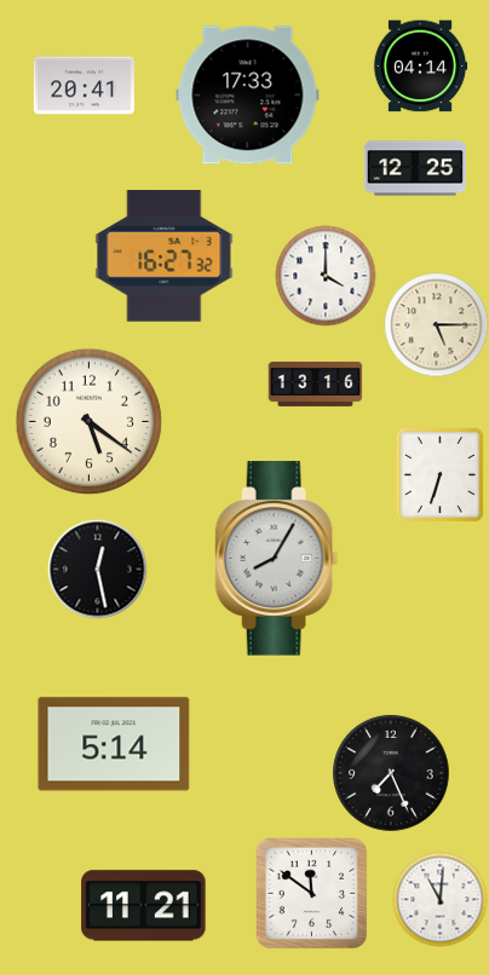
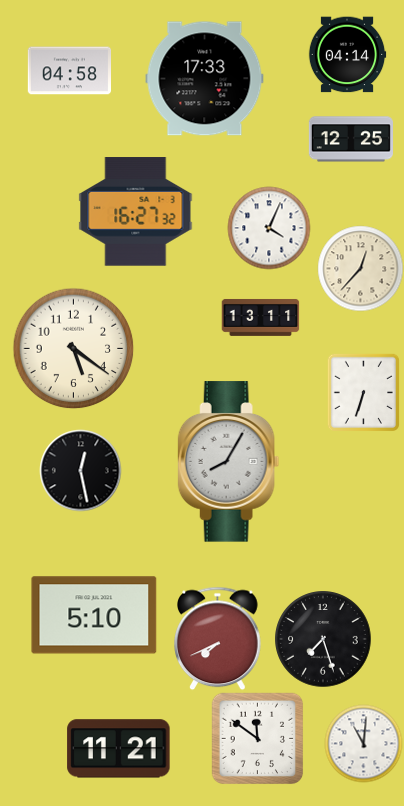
clock at (84, 86): 20:41 -> 04:58
clock at (415, 168) position: (415, 168) -> (351, 139)
clock at (326, 276): 4:00 -> 4:04
clock at (436, 324): 5:15 -> 12:37
clock at (315, 385): 13:16 -> 13:11
clock at (114, 744): 5:14 -> 5:10
clock at (218, 638): none -> 7:41
clock at (391, 773): 7:26 -> 7:27
